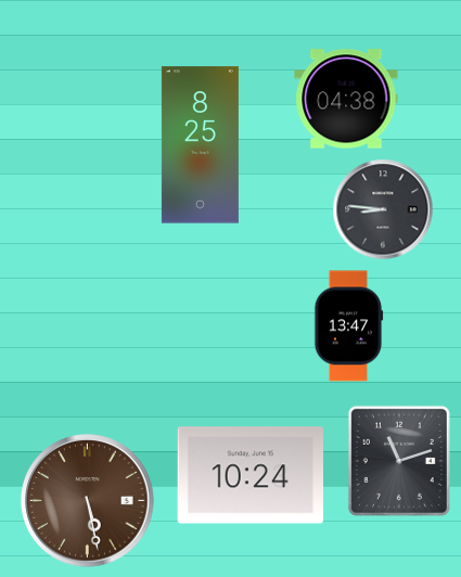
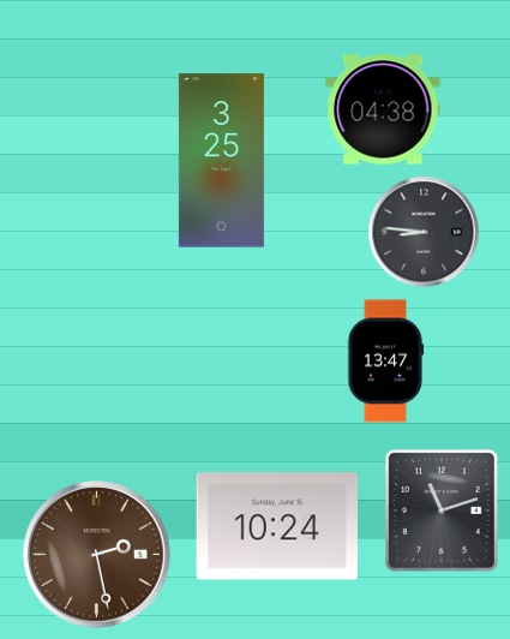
clock at (200, 145): 8:25 -> 3:25
clock at (88, 501): 5:28 -> 2:28
